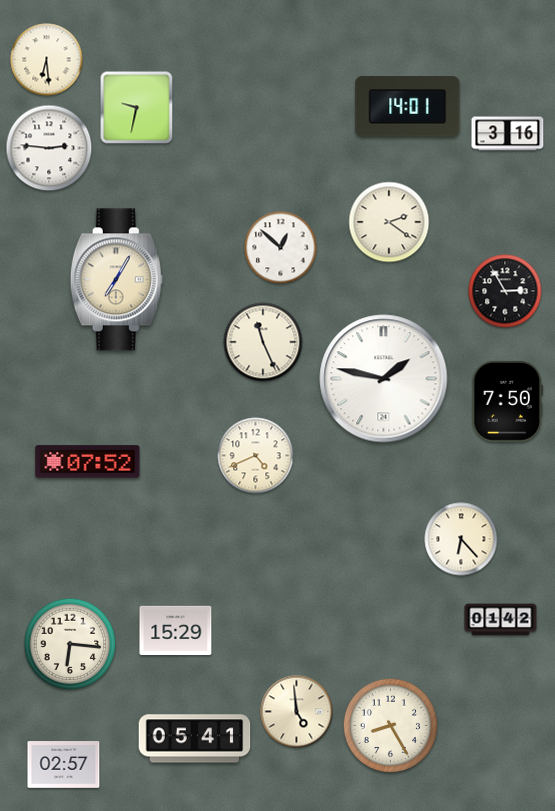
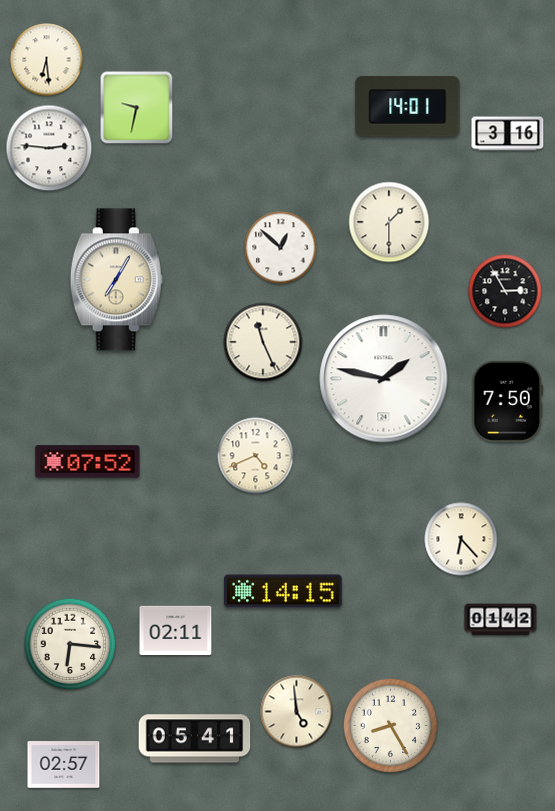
clock at (389, 222): 2:21 -> 1:30
clock at (283, 591): none -> 14:15
clock at (176, 631): 15:29 -> 02:11
